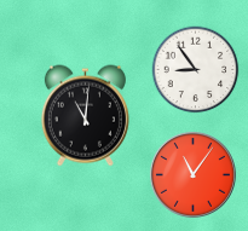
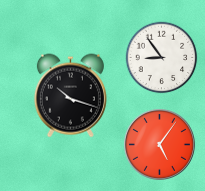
clock at (85, 116): 11:01 -> 10:18
clock at (192, 174): 11:06 -> 5:06
